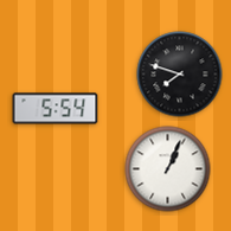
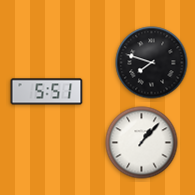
clock at (56, 109): 5:54 -> 5:51
clock at (168, 169): 1:04 -> 1:07
